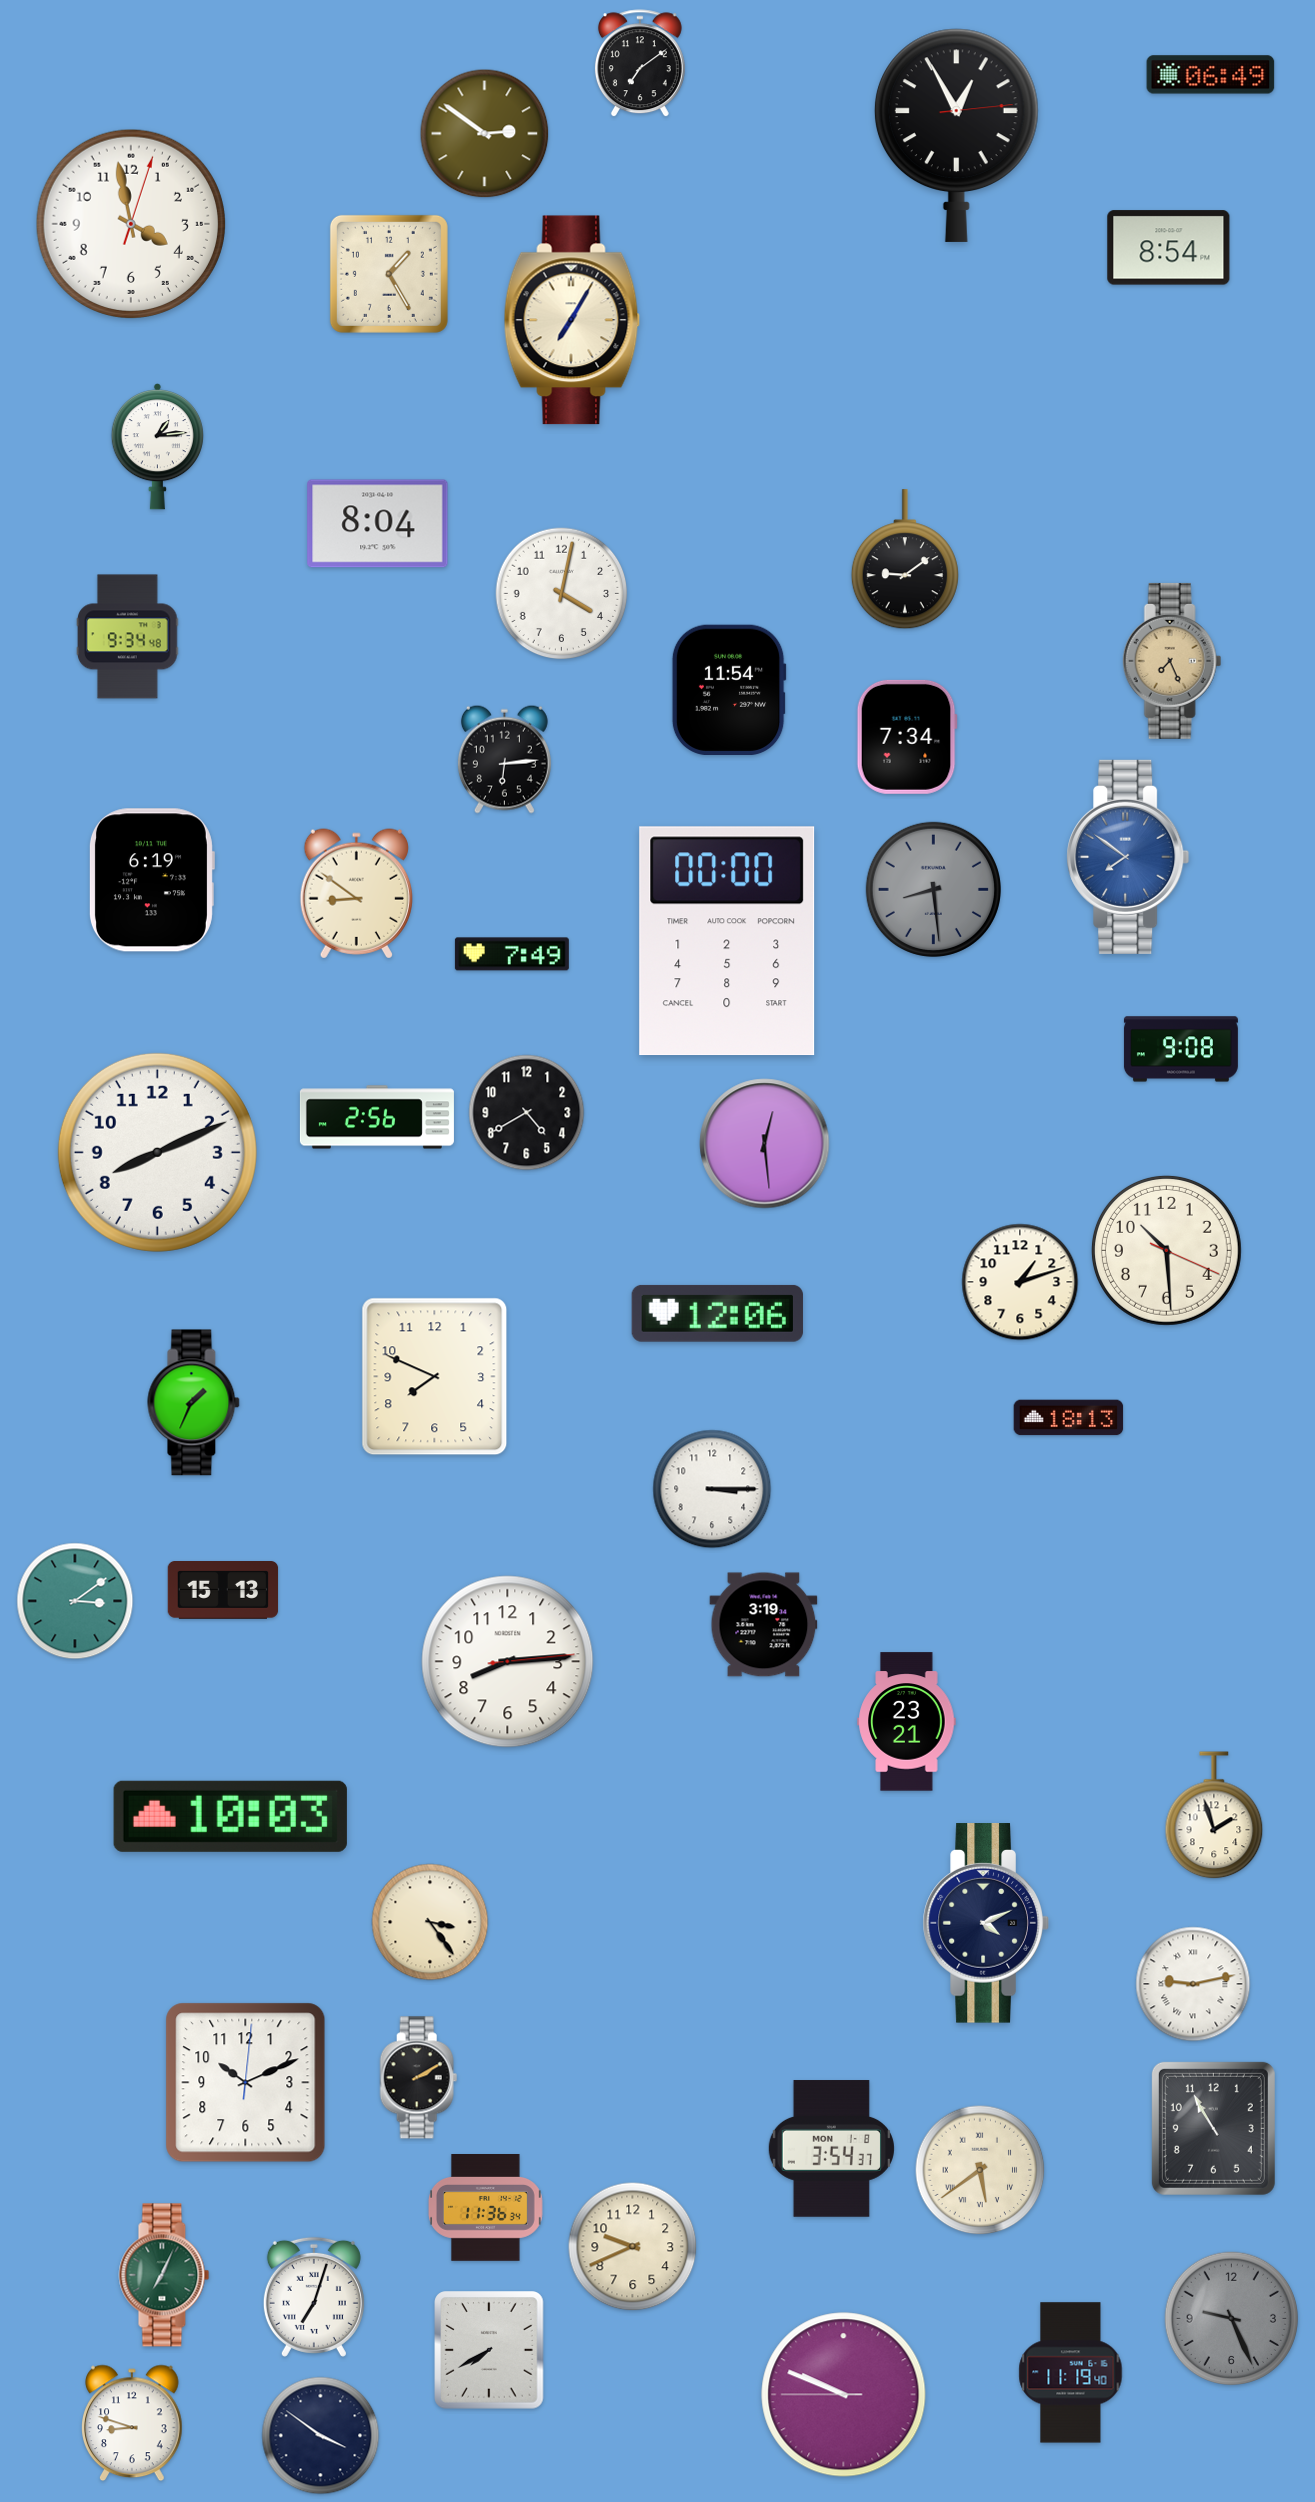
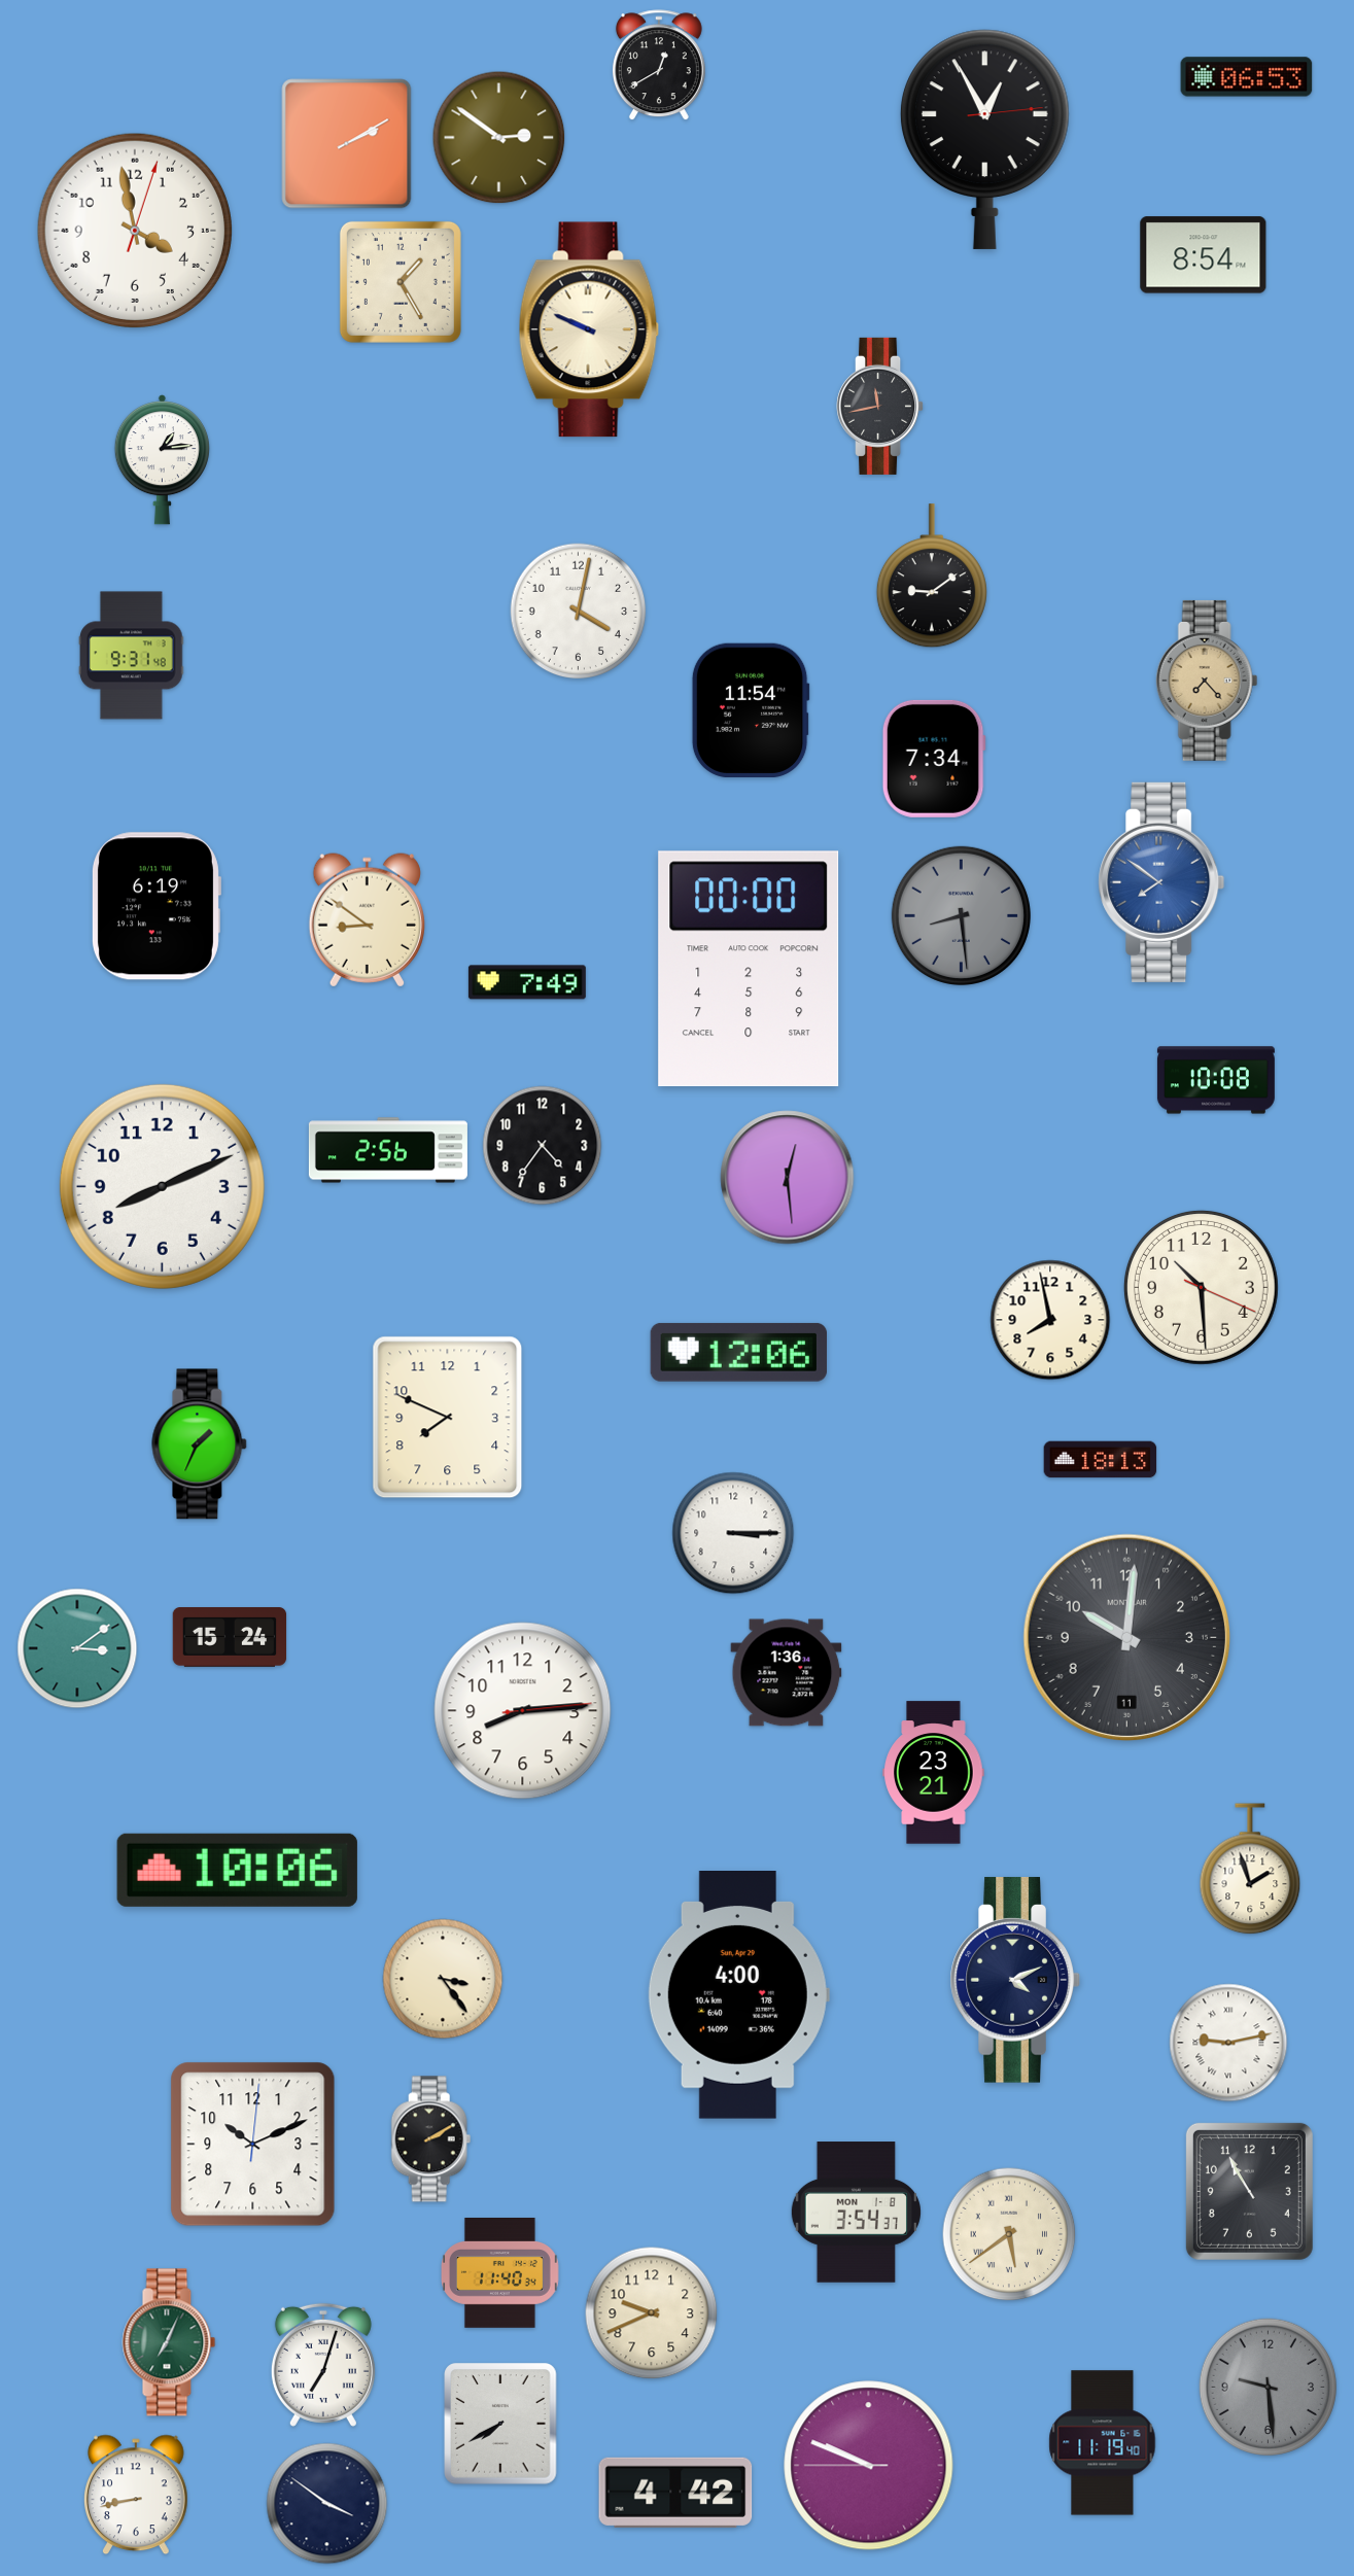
clock at (640, 64): 7:09 -> 12:40
clock at (1211, 75): 06:49 -> 06:53
clock at (347, 144): none -> 2:10
clock at (572, 320): 7:05 -> 9:49
clock at (880, 406): none -> 11:43
clock at (378, 524): 8:04 -> none
clock at (128, 637): 9:34 -> 9:31
clock at (1172, 661): 7:26 -> 7:23
clock at (504, 759): 6:14 -> none
clock at (1181, 1049): 9:08 -> 10:08
clock at (527, 1113): 4:40 -> 4:36
clock at (1020, 1282): 1:12 -> 7:58
clock at (1126, 1637): none -> 10:01
clock at (223, 1591): 15:13 -> 15:24
clock at (764, 1625): 3:19 -> 1:36
clock at (230, 1816): 10:03 -> 10:06
clock at (738, 1995): none -> 4:00
clock at (486, 2208): 11:36 -> 11:40
clock at (1232, 2319): 9:26 -> 9:29
clock at (489, 2350) position: (489, 2350) -> (500, 2424)
clock at (675, 2493): none -> 4:42
clock at (133, 2423): 8:48 -> 8:43
clock at (321, 2436) position: (321, 2436) -> (327, 2504)
